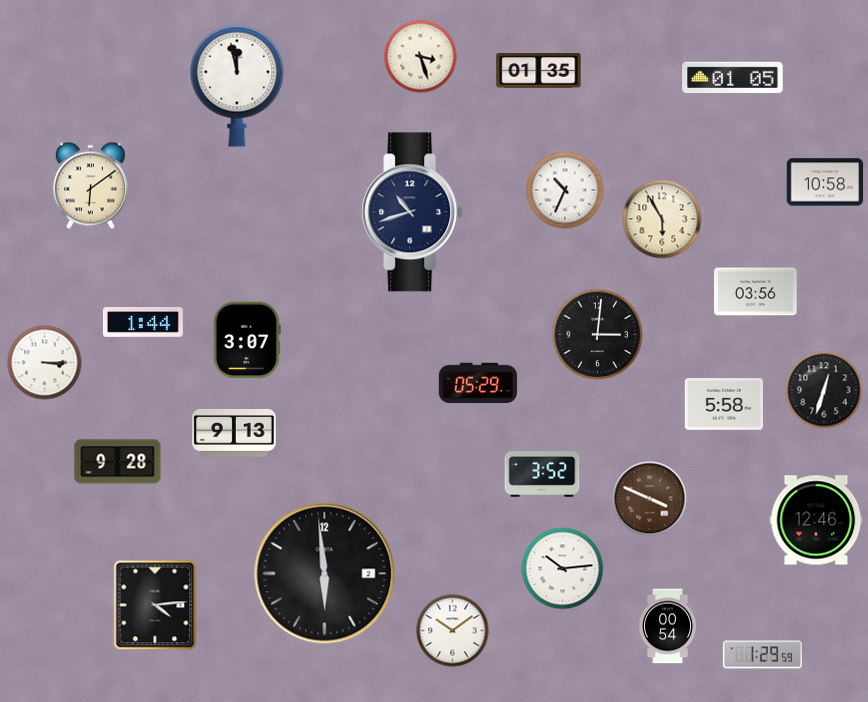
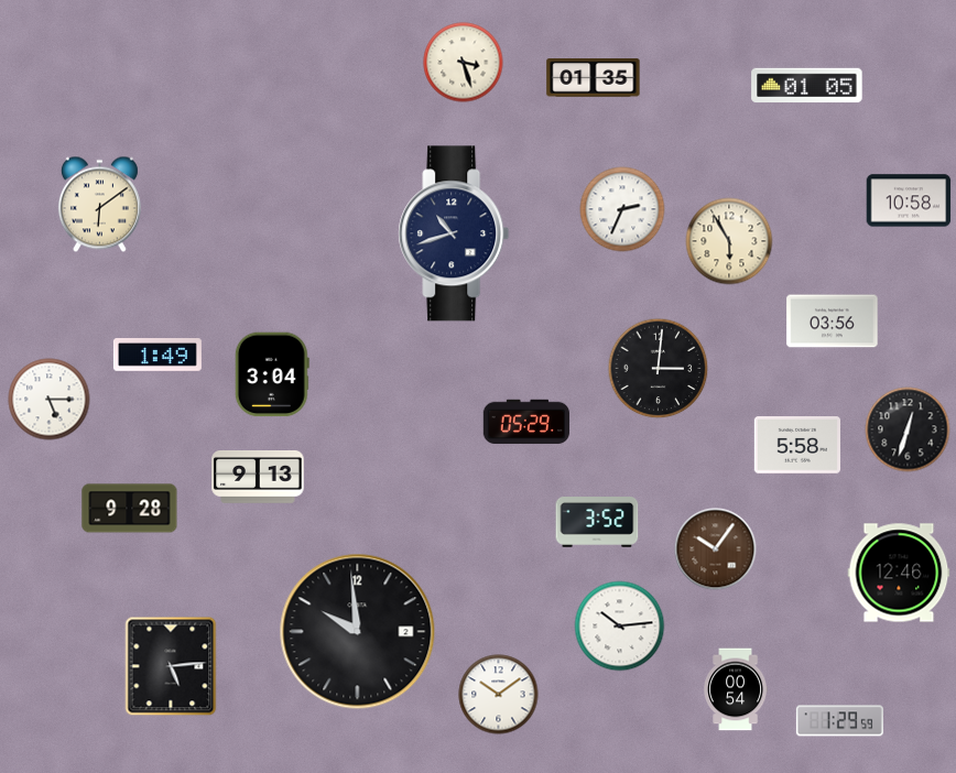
clock at (237, 86): 11:58 -> none
clock at (565, 190): 10:34 -> 2:34
clock at (143, 323): 1:44 -> 1:49
clock at (247, 340): 3:07 -> 3:04
clock at (45, 363): 3:15 -> 5:15
clock at (650, 499): 3:49 -> 10:06
clock at (325, 574): 5:59 -> 9:59
clock at (155, 605): 4:14 -> 5:14
